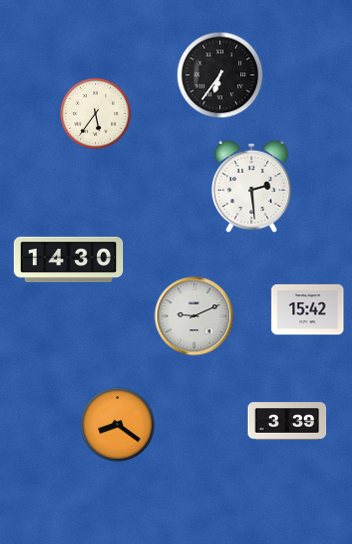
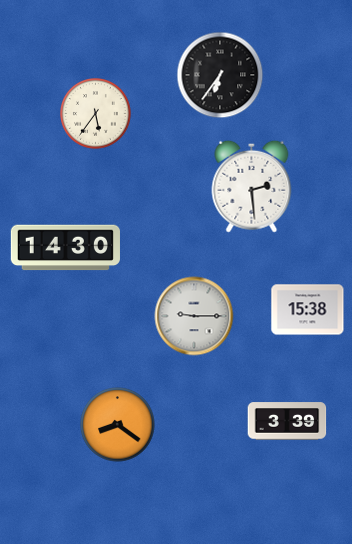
clock at (68, 260) position: (68, 260) -> (65, 248)
clock at (308, 310): 15:42 -> 15:38
clock at (194, 316): 9:11 -> 9:15
